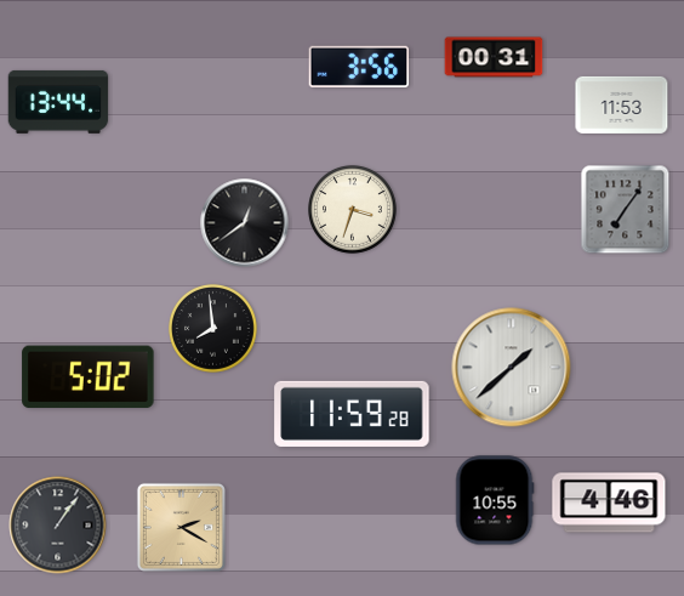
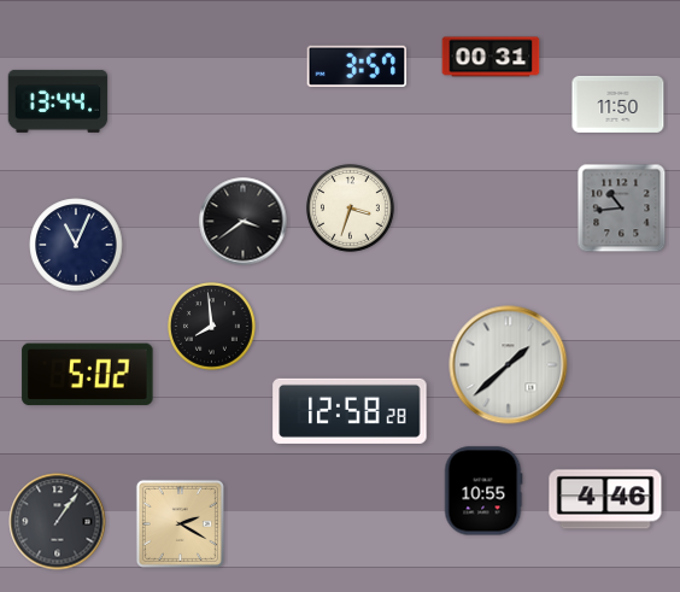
clock at (359, 67): 3:56 -> 3:57
clock at (622, 104): 11:53 -> 11:50
clock at (626, 210): 7:06 -> 10:44
clock at (245, 223): 12:39 -> 3:39
clock at (76, 245): none -> 11:04
clock at (352, 414): 11:59 -> 12:58
clock at (495, 500) position: (495, 500) -> (483, 491)
